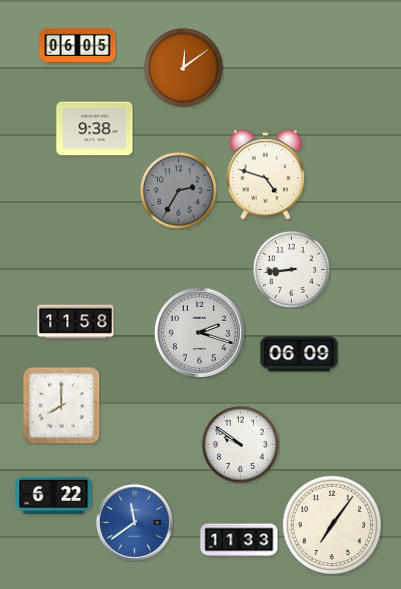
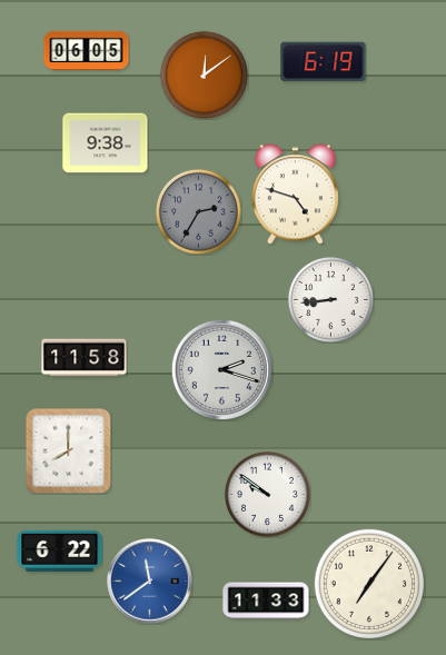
clock at (324, 62): none -> 6:19
clock at (291, 269) position: (291, 269) -> (330, 299)
clock at (299, 354): 06:09 -> none
